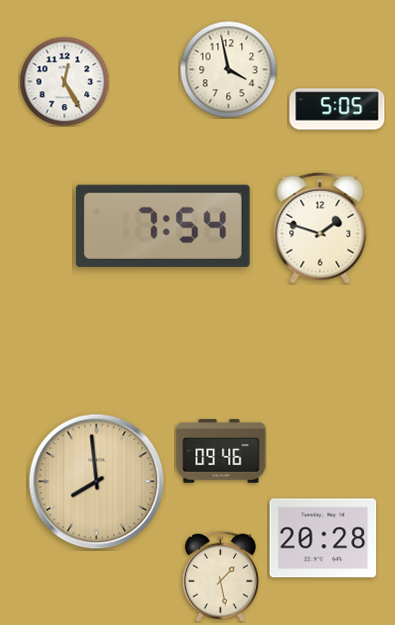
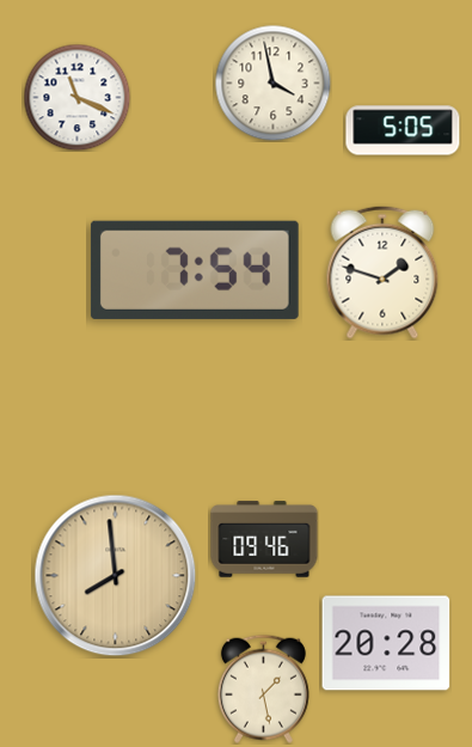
clock at (64, 81): 12:25 -> 11:19
